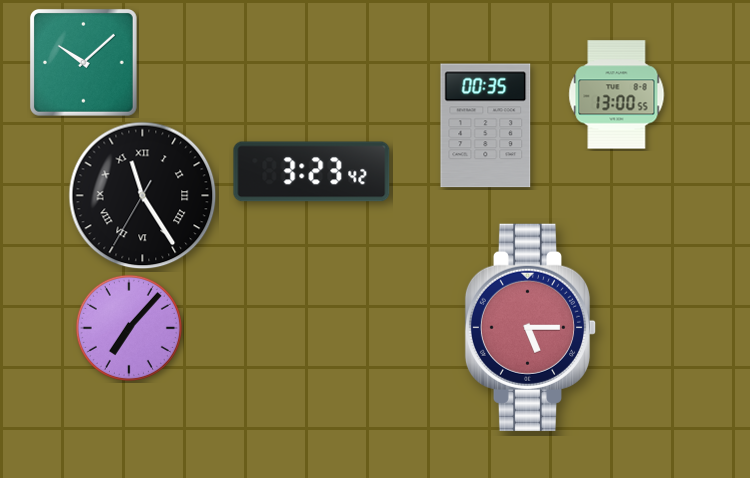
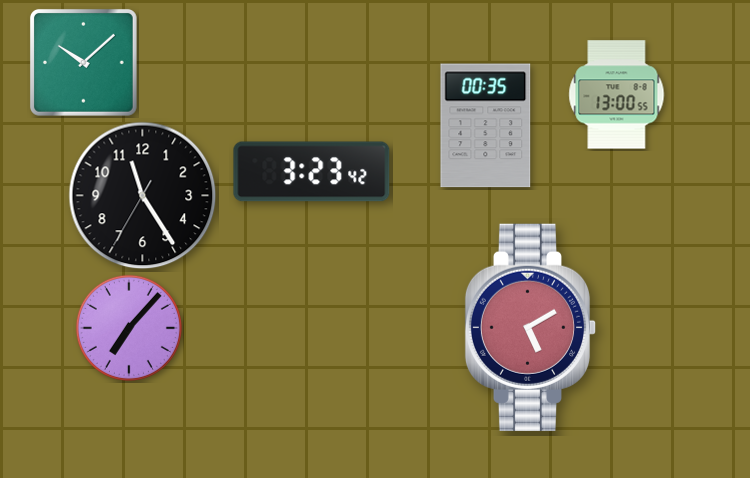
clock at (143, 196) numerals: Roman -> Arabic
clock at (531, 327): 5:15 -> 5:10
